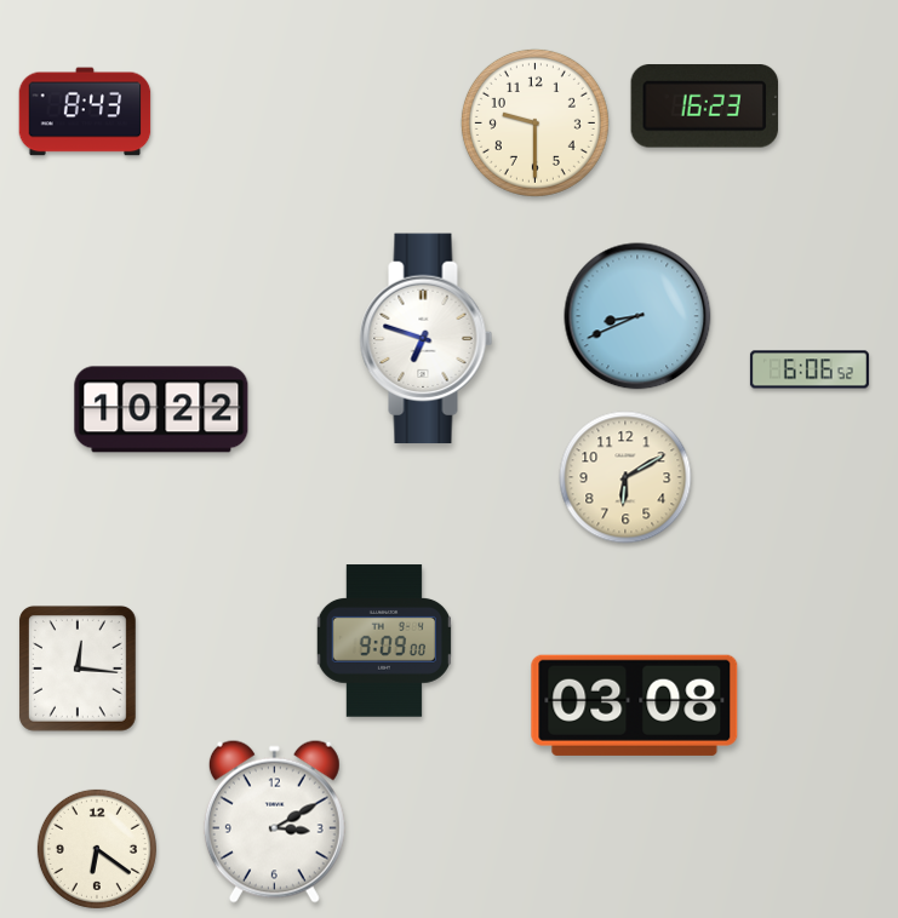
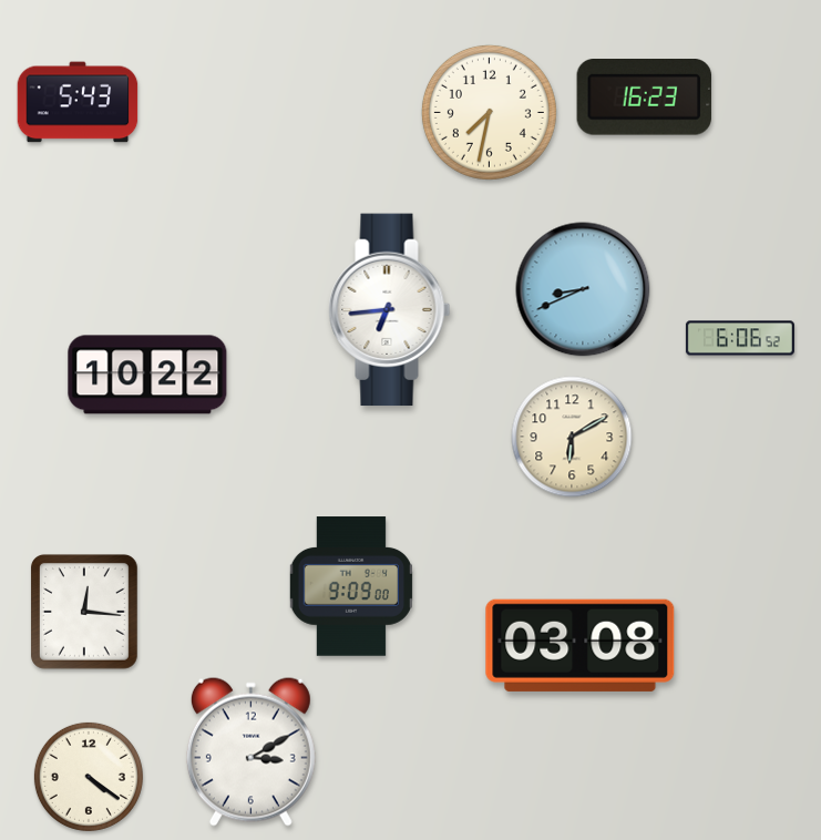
clock at (85, 111): 8:43 -> 5:43
clock at (534, 122): 9:30 -> 7:32
clock at (427, 339): 6:48 -> 6:44
clock at (78, 669) position: (78, 669) -> (84, 612)
clock at (97, 849): 6:21 -> 4:21
